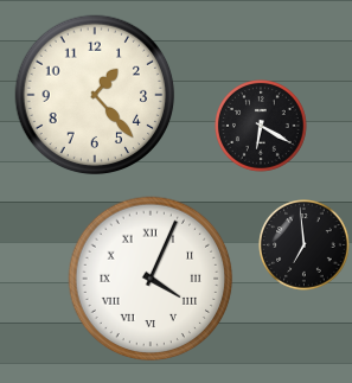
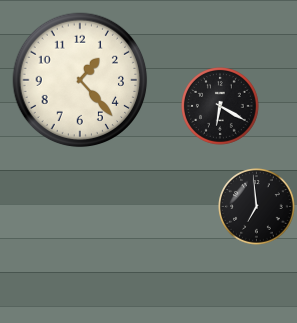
clock at (151, 279): 4:04 -> none
